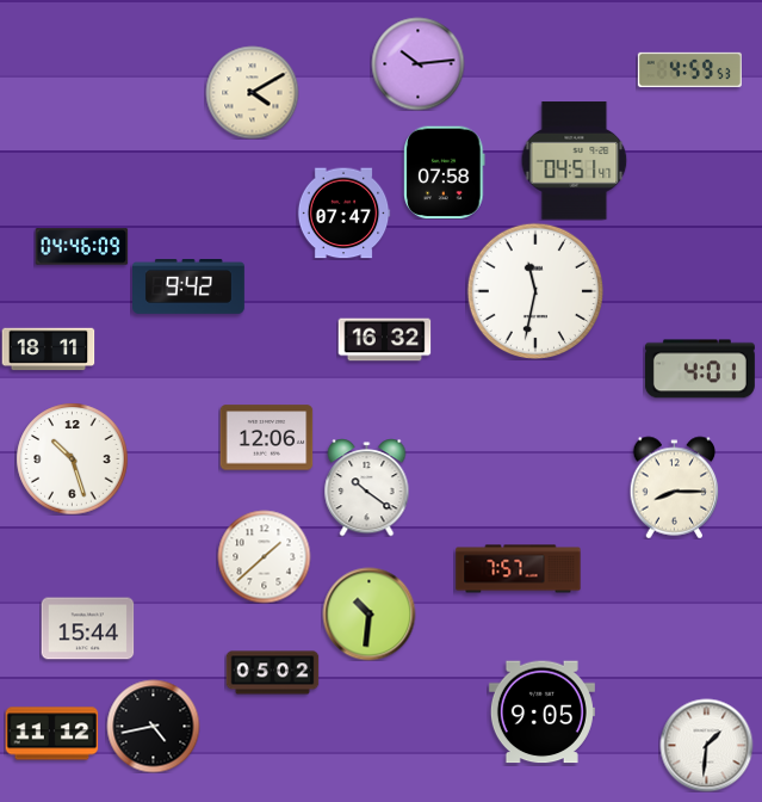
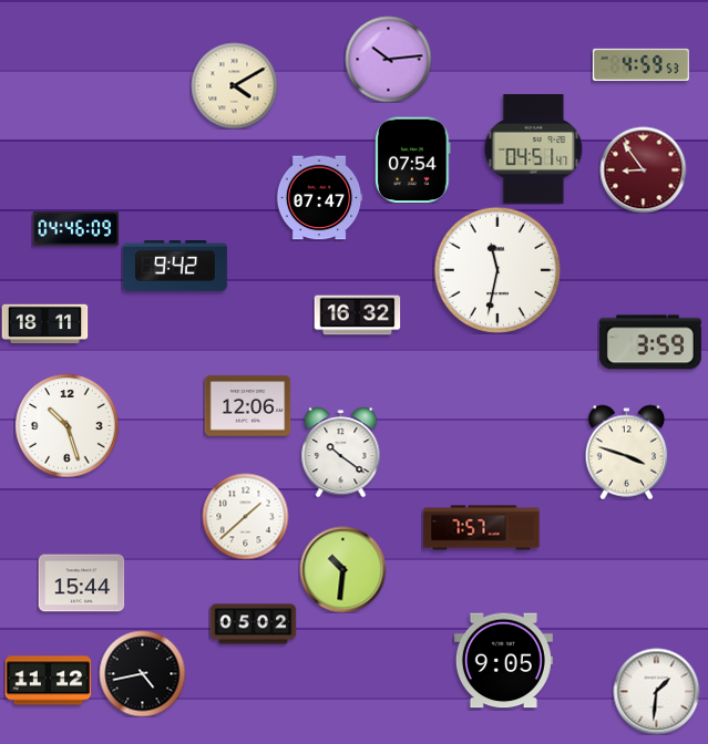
clock at (445, 172): 07:58 -> 07:54
clock at (643, 169): none -> 8:54
clock at (700, 369): 4:01 -> 3:59
clock at (675, 487): 8:15 -> 3:48
